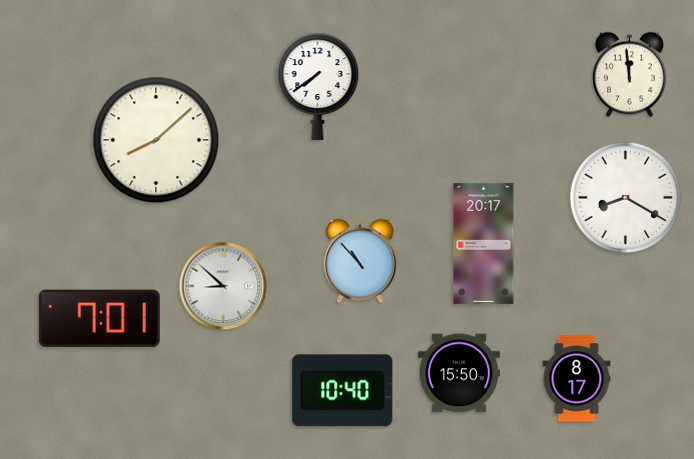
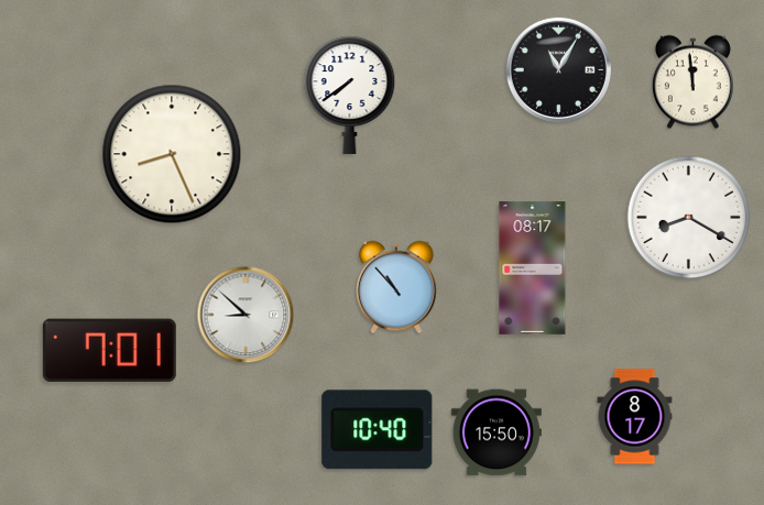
clock at (558, 69): none -> 11:05
clock at (156, 140): 8:08 -> 8:26
clock at (484, 243): 20:17 -> 08:17
clock at (459, 373) position: (459, 373) -> (496, 432)
